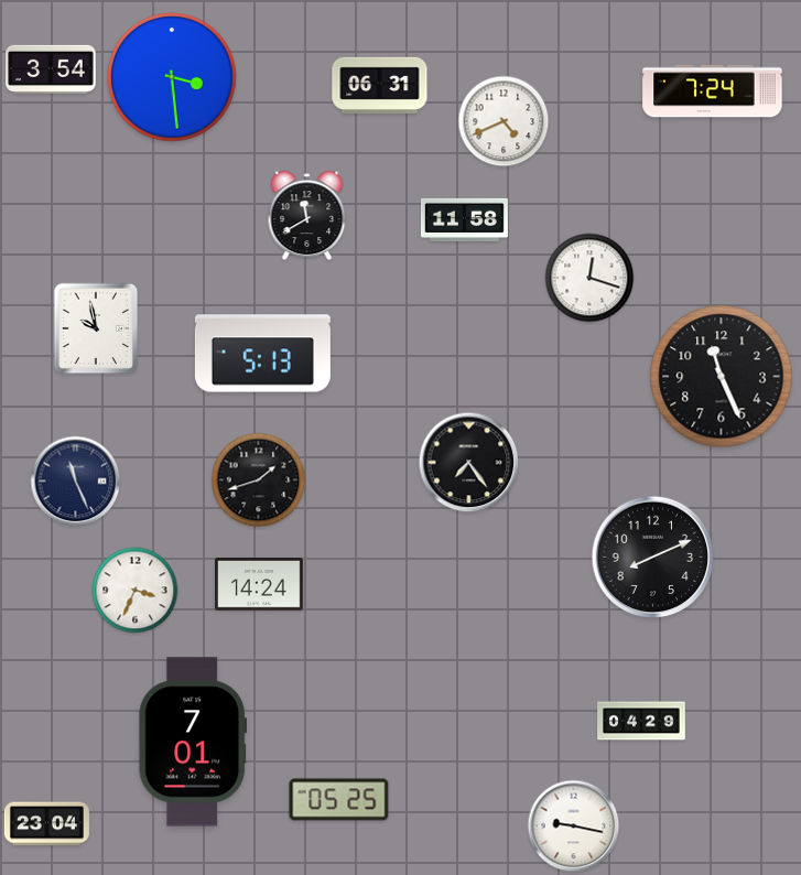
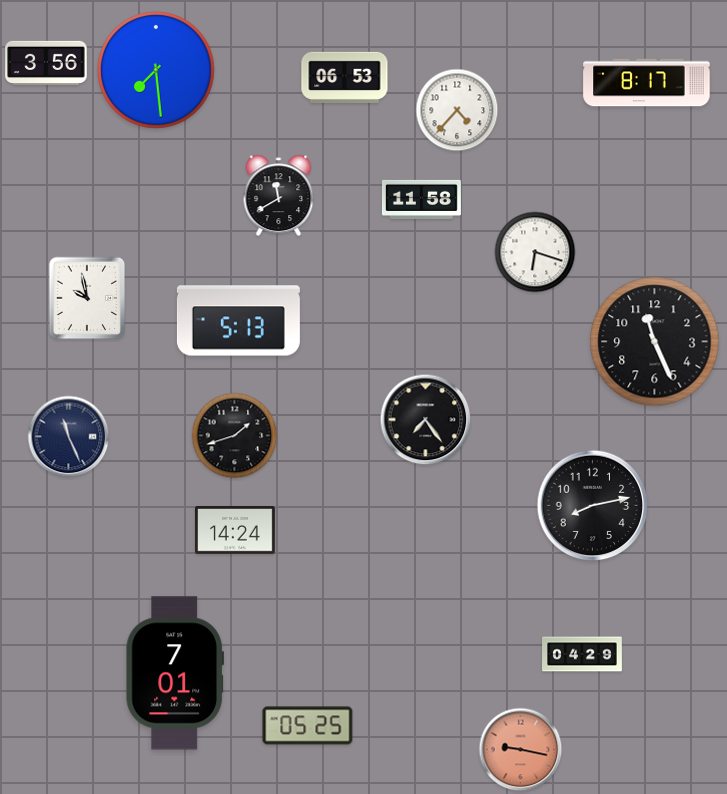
clock at (51, 68): 3:54 -> 3:56
clock at (173, 78): 3:29 -> 7:29
clock at (380, 85): 06:31 -> 06:53
clock at (713, 91): 7:24 -> 8:17
clock at (504, 121): 4:41 -> 4:37
clock at (589, 278): 12:18 -> 6:18
clock at (653, 558): 8:11 -> 8:13
clock at (136, 591): 3:34 -> none
clock at (46, 824): 23:04 -> none
clock at (574, 827) dial: white -> salmon
